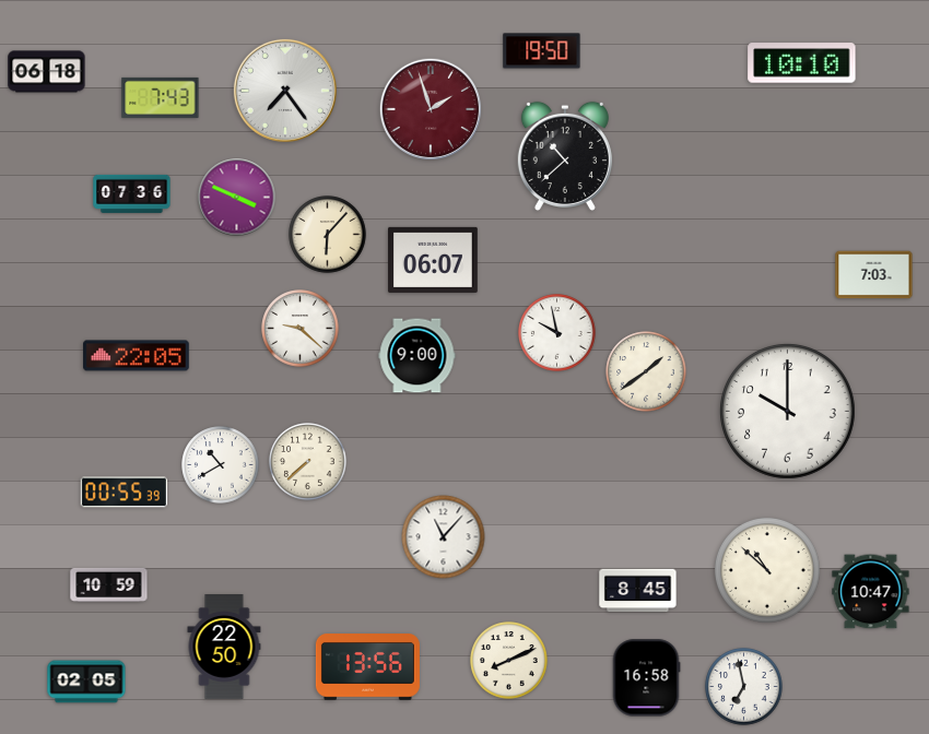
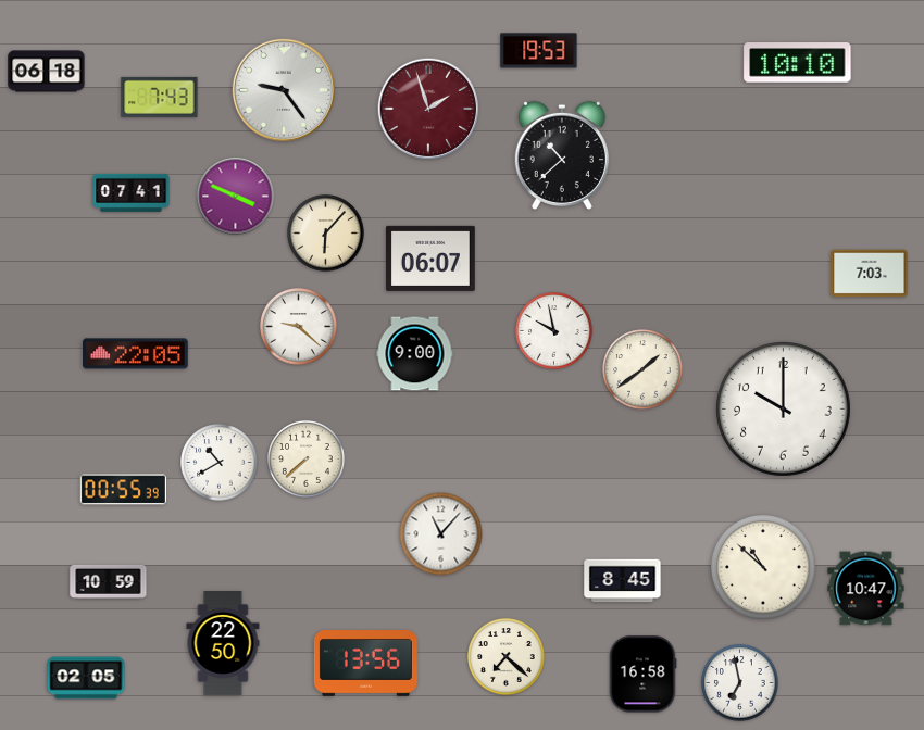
clock at (542, 51): 19:50 -> 19:53
clock at (285, 91): 7:24 -> 9:24
clock at (132, 193): 07:36 -> 07:41
clock at (638, 591) position: (638, 591) -> (623, 581)
clock at (509, 661): 8:11 -> 7:22
